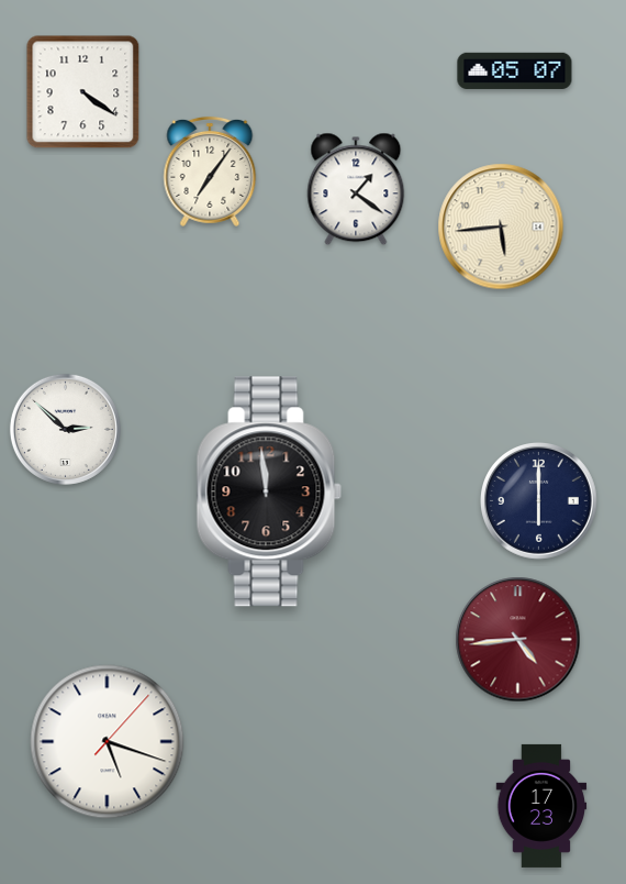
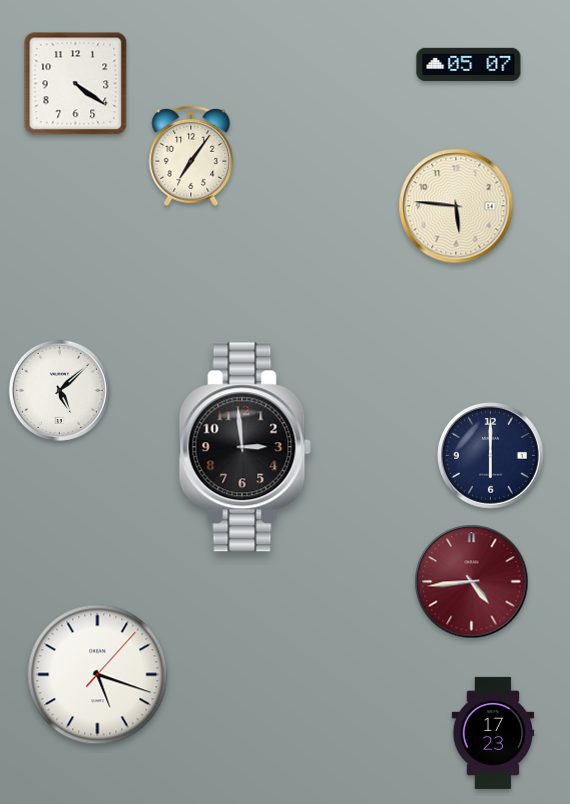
clock at (356, 189): 1:21 -> none
clock at (501, 226): 5:44 -> 5:46
clock at (65, 429): 2:52 -> 5:08
clock at (269, 491): 11:59 -> 2:59
